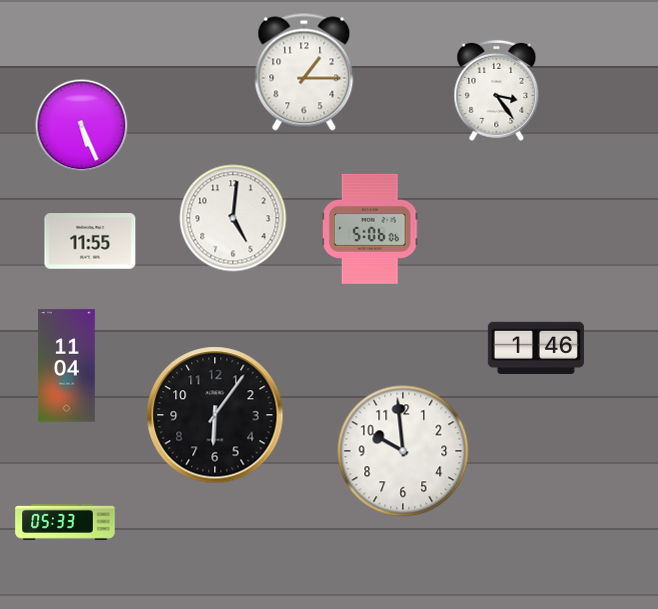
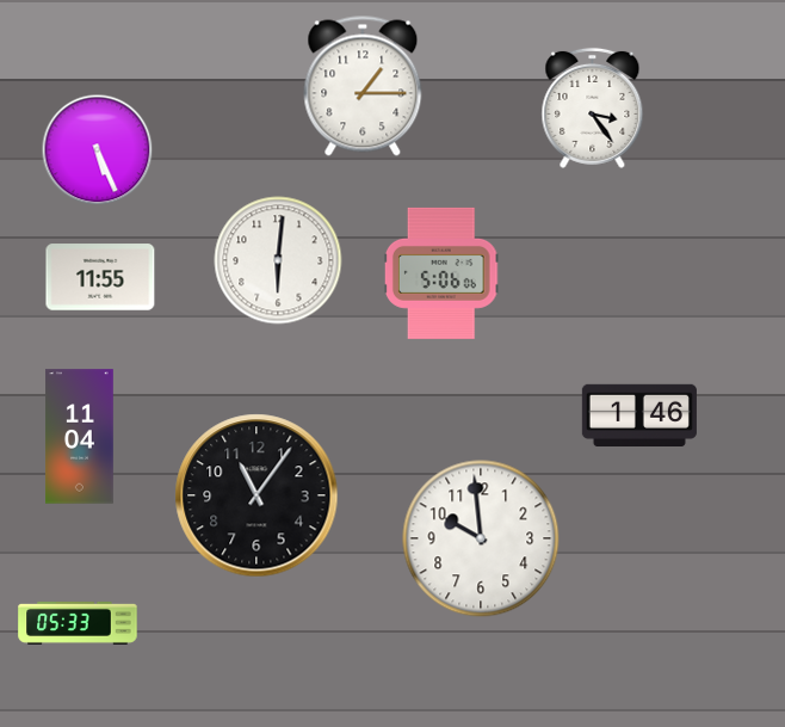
clock at (233, 218): 5:01 -> 6:01
clock at (90, 241) position: (90, 241) -> (100, 277)
clock at (215, 415): 6:06 -> 11:06
